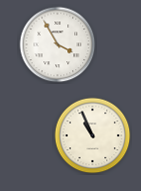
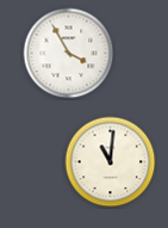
clock at (93, 136): 10:56 -> 11:01
